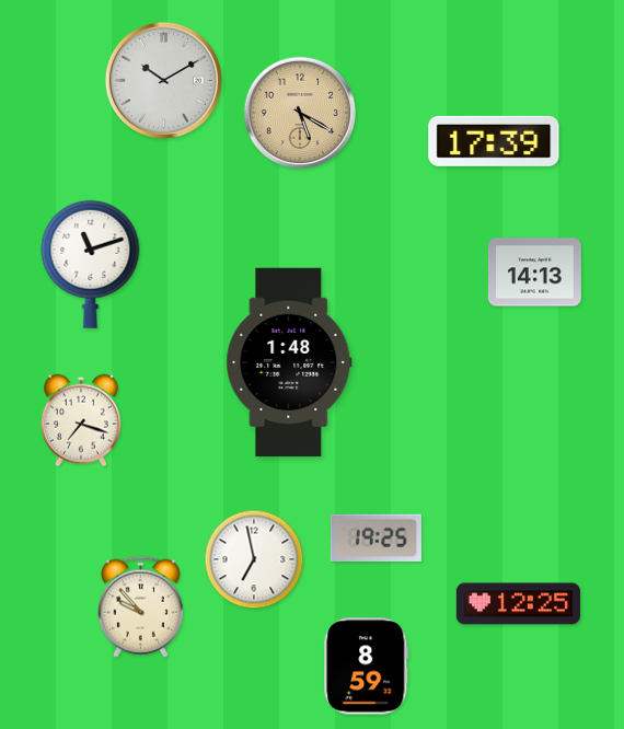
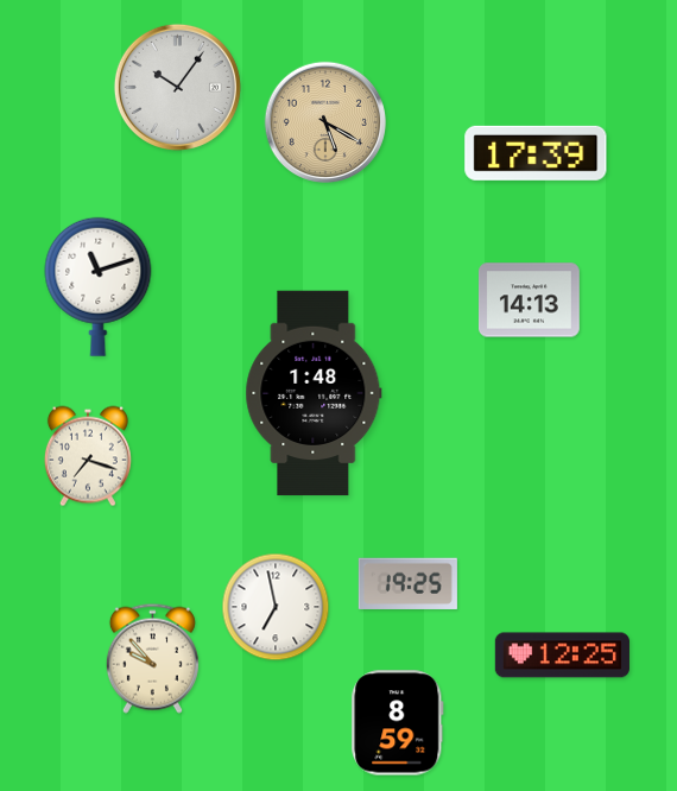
clock at (163, 80): 10:10 -> 10:06
clock at (534, 273) position: (534, 273) -> (529, 300)
